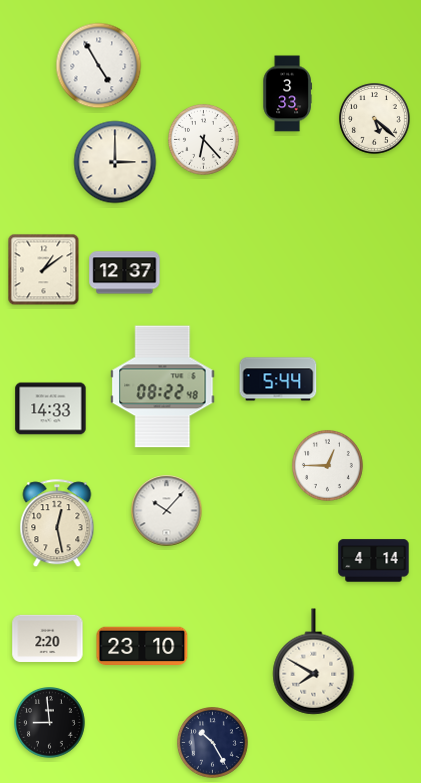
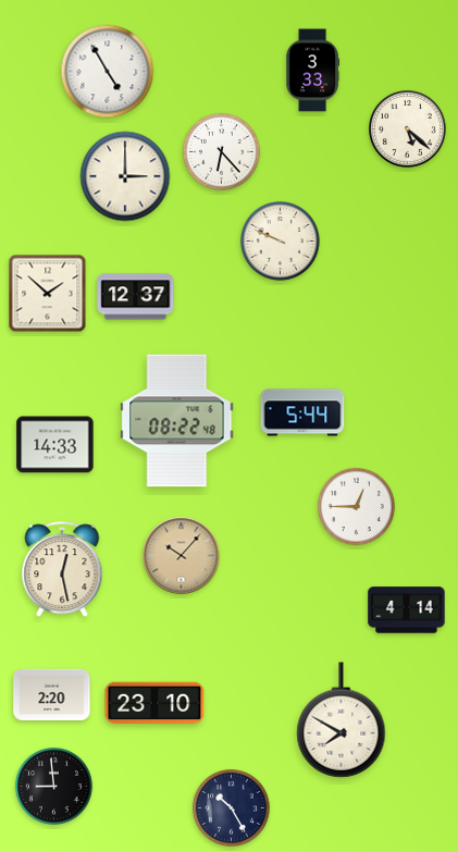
clock at (287, 94) position: (287, 94) -> (312, 71)
clock at (281, 242): none -> 9:49
clock at (44, 270): 1:09 -> 1:52
clock at (167, 511) dial: white -> champagne
